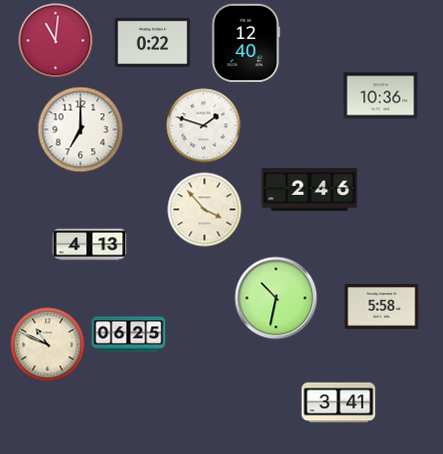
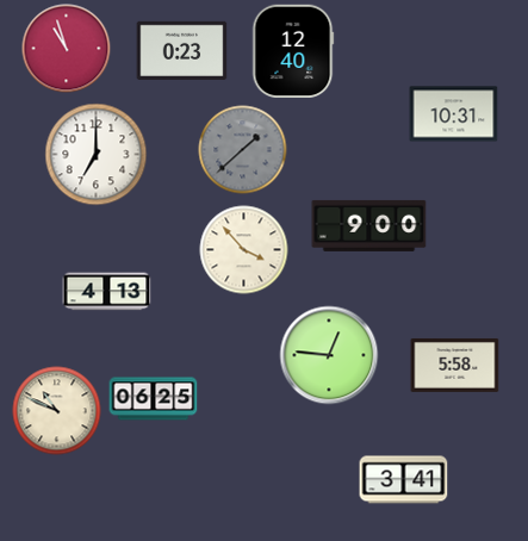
clock at (56, 41): 11:01 -> 10:57
clock at (153, 42): 0:22 -> 0:23
clock at (381, 96): 10:36 -> 10:31
clock at (204, 126): 1:48 -> 1:38
clock at (204, 126) dial: white -> grey
clock at (310, 189): 2:46 -> 9:00
clock at (276, 298): 10:32 -> 12:46
